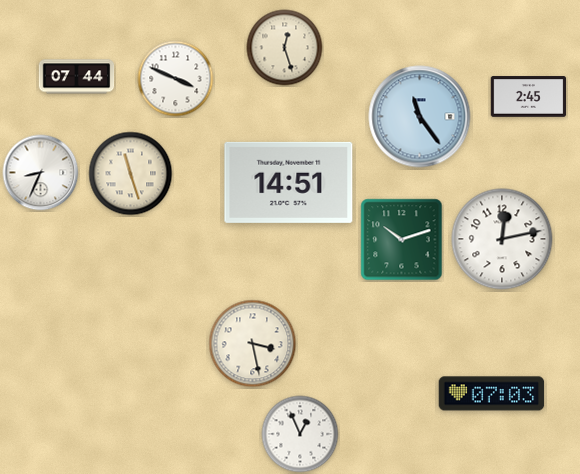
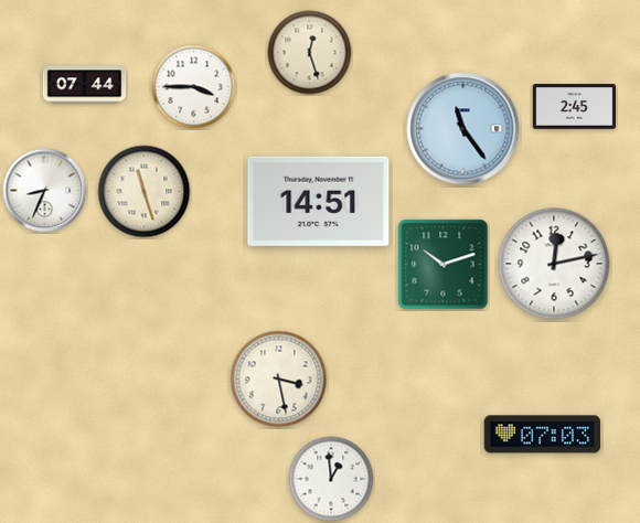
clock at (285, 48) position: (285, 48) -> (310, 53)
clock at (176, 79): 3:49 -> 3:45
clock at (529, 97) position: (529, 97) -> (575, 107)
clock at (300, 434): 12:56 -> 12:59
